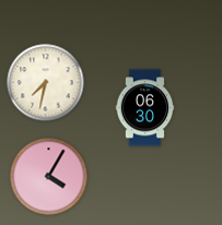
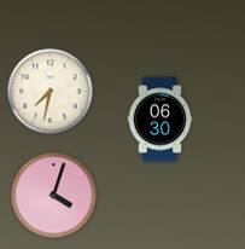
clock at (49, 177): 4:05 -> 4:03
